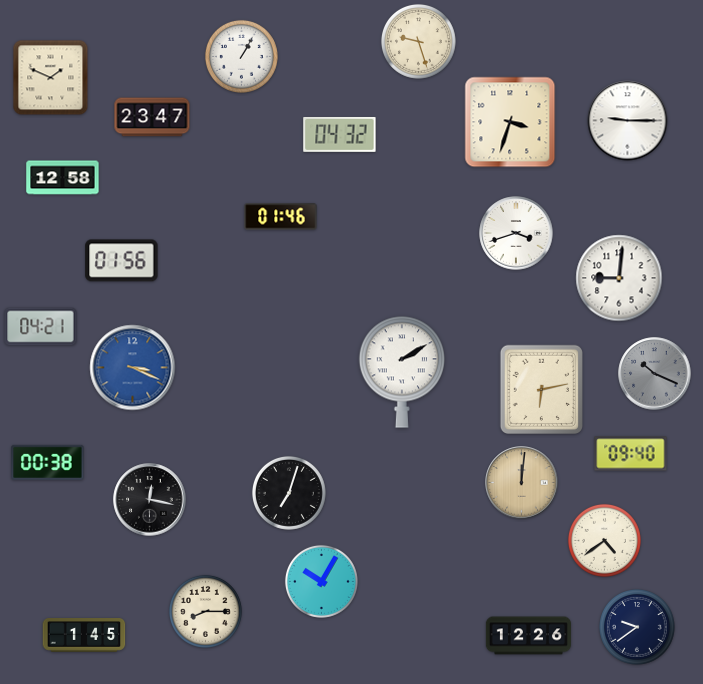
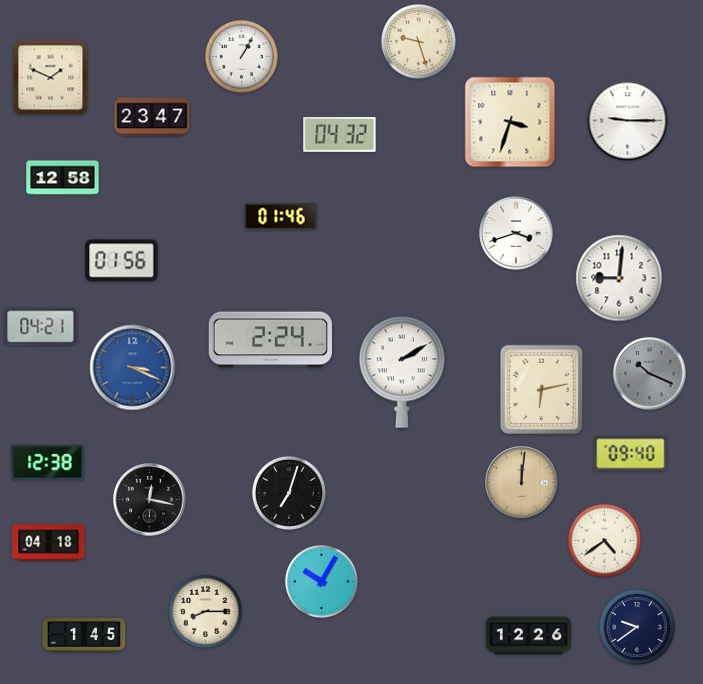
clock at (270, 340): none -> 2:24
clock at (655, 374) position: (655, 374) -> (650, 374)
clock at (48, 462): 00:38 -> 12:38
clock at (49, 543): none -> 04:18
